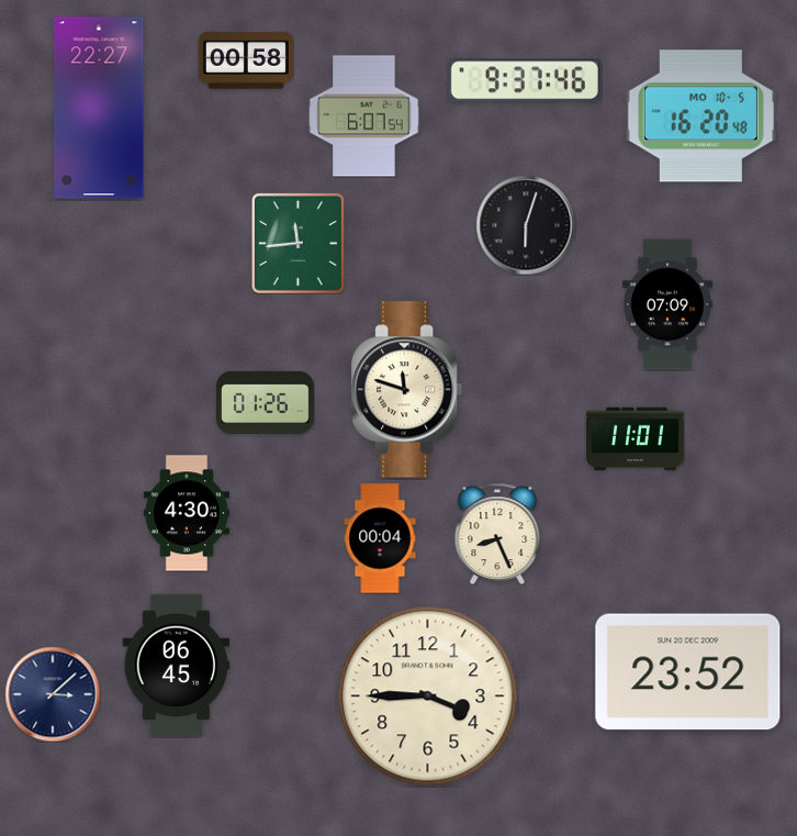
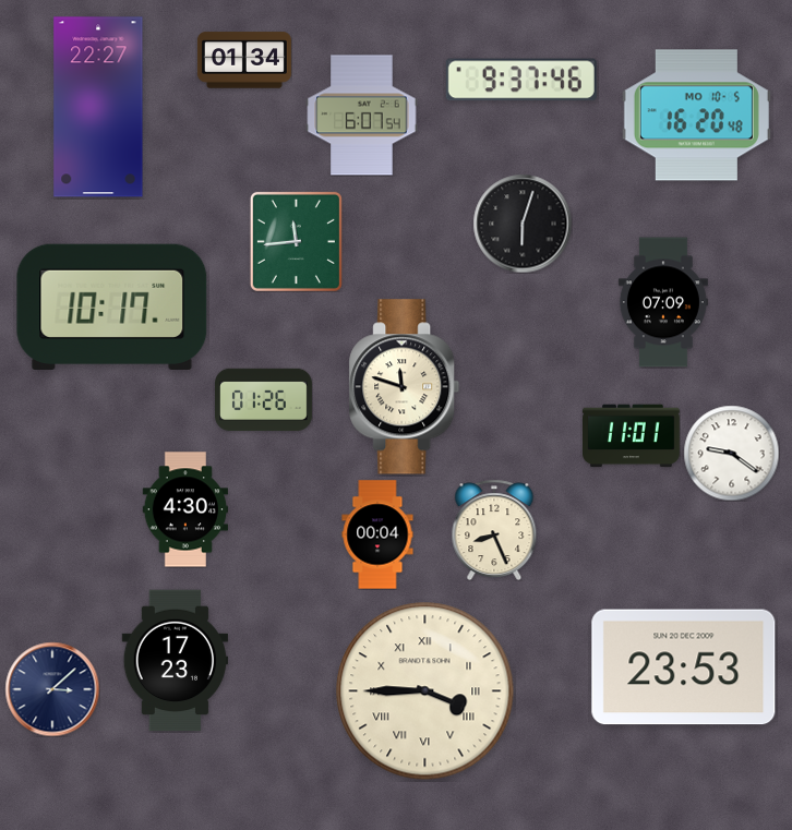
clock at (246, 60): 00:58 -> 01:34
clock at (112, 306): none -> 10:17
clock at (731, 453): none -> 9:21
clock at (177, 666): 06:45 -> 17:23
clock at (688, 672): 23:52 -> 23:53
clock at (428, 696) numerals: Arabic -> Roman
